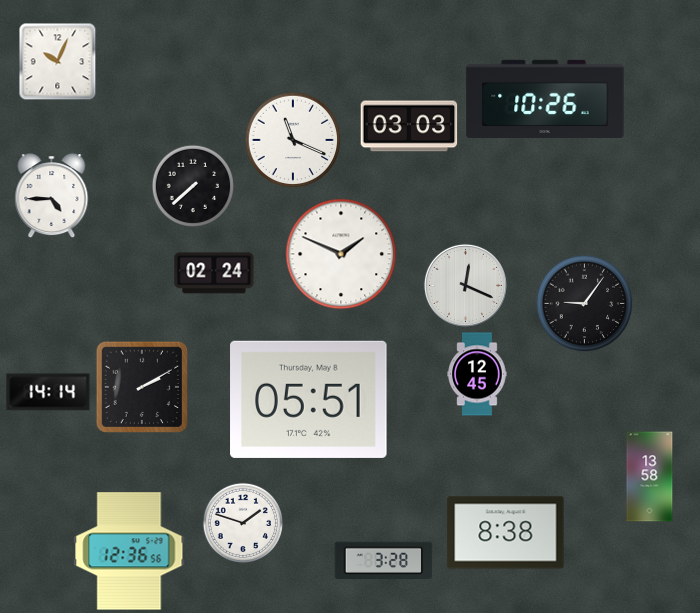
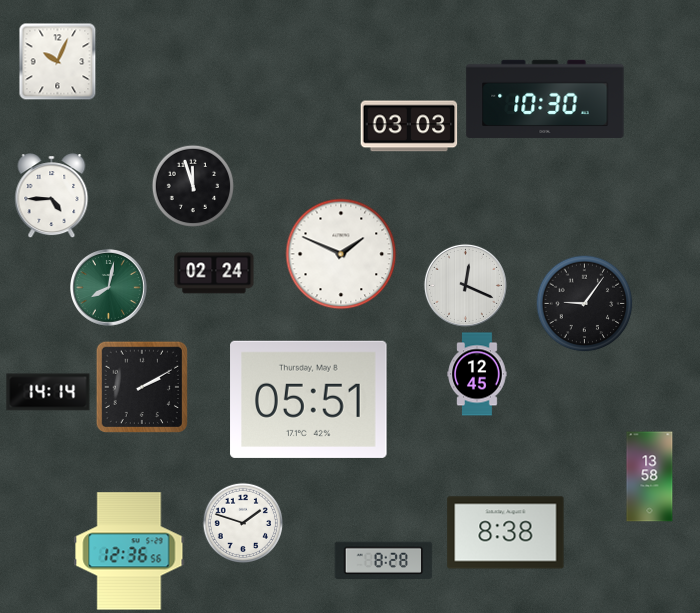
clock at (545, 99): 10:26 -> 10:30
clock at (293, 140): 11:19 -> none
clock at (192, 185): 7:38 -> 11:57
clock at (109, 288): none -> 8:02
clock at (384, 561): 3:28 -> 8:28
